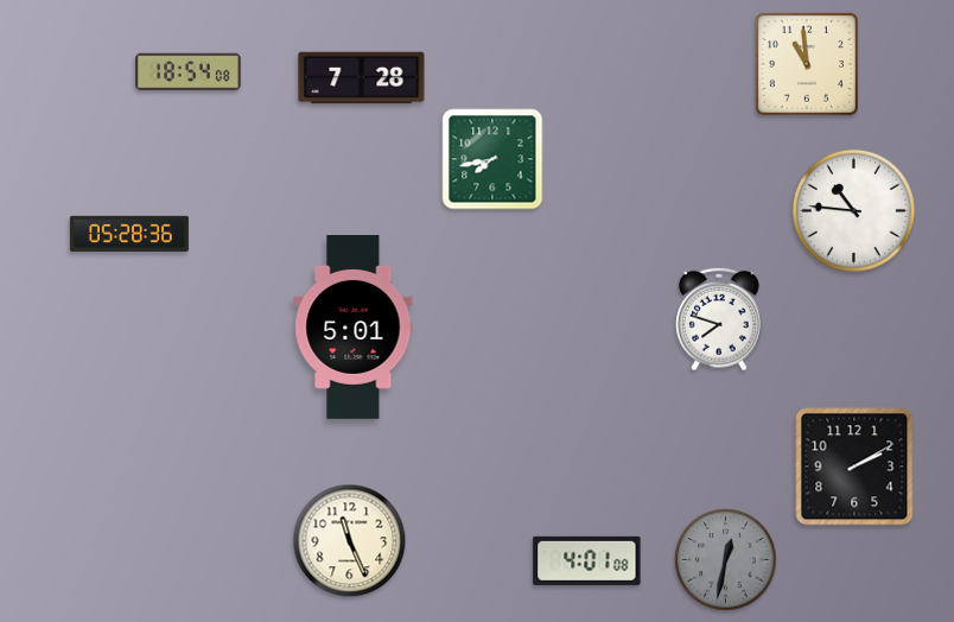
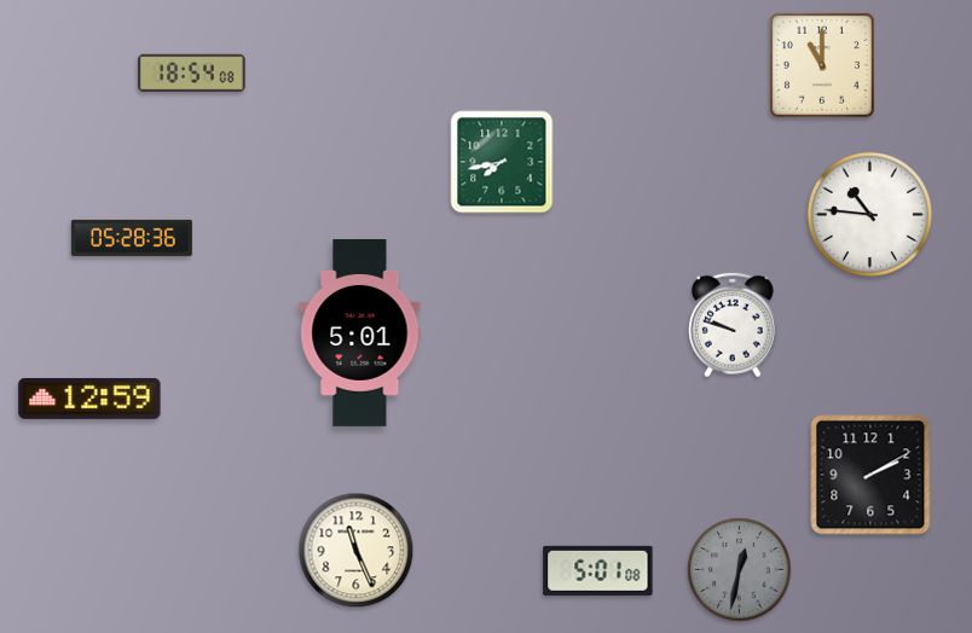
clock at (807, 64): 10:59 -> 11:00
clock at (362, 78): 7:28 -> none
clock at (719, 319): 7:48 -> 9:48
clock at (89, 399): none -> 12:59
clock at (587, 560): 4:01 -> 5:01
